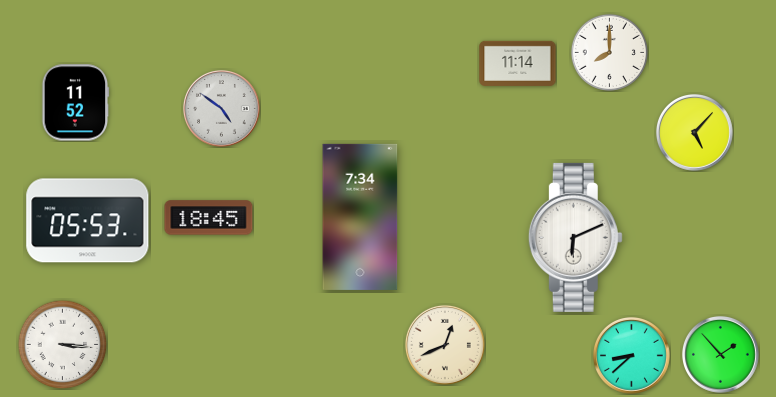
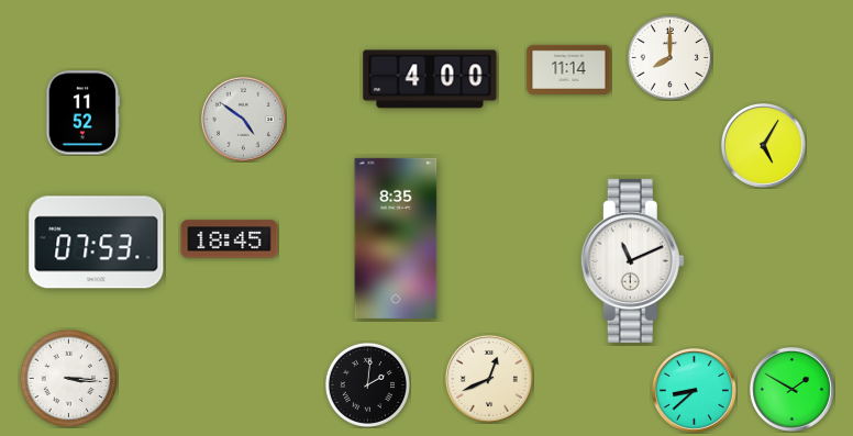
clock at (430, 79): none -> 4:00
clock at (695, 133): 5:07 -> 5:05
clock at (360, 217): 7:34 -> 8:35
clock at (88, 221): 05:53 -> 07:53
clock at (575, 237): 6:11 -> 11:11
clock at (367, 384): none -> 2:01
clock at (721, 355): 1:53 -> 1:50
